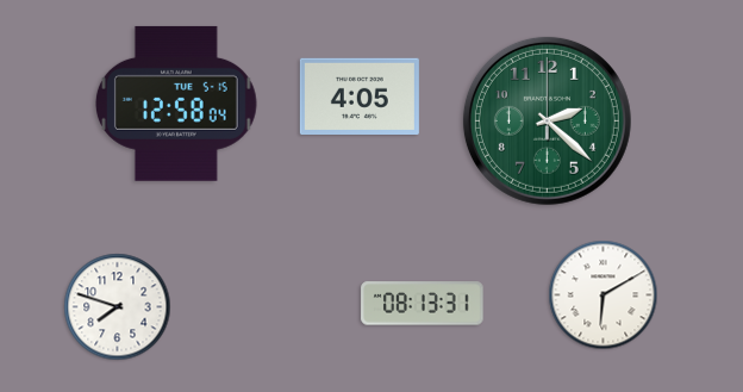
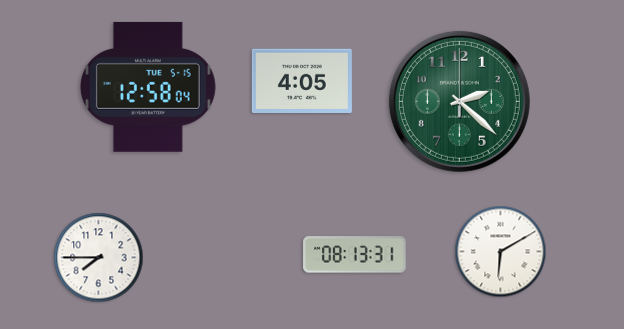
clock at (604, 295) position: (604, 295) -> (501, 252)
clock at (118, 307): 7:48 -> 7:45
